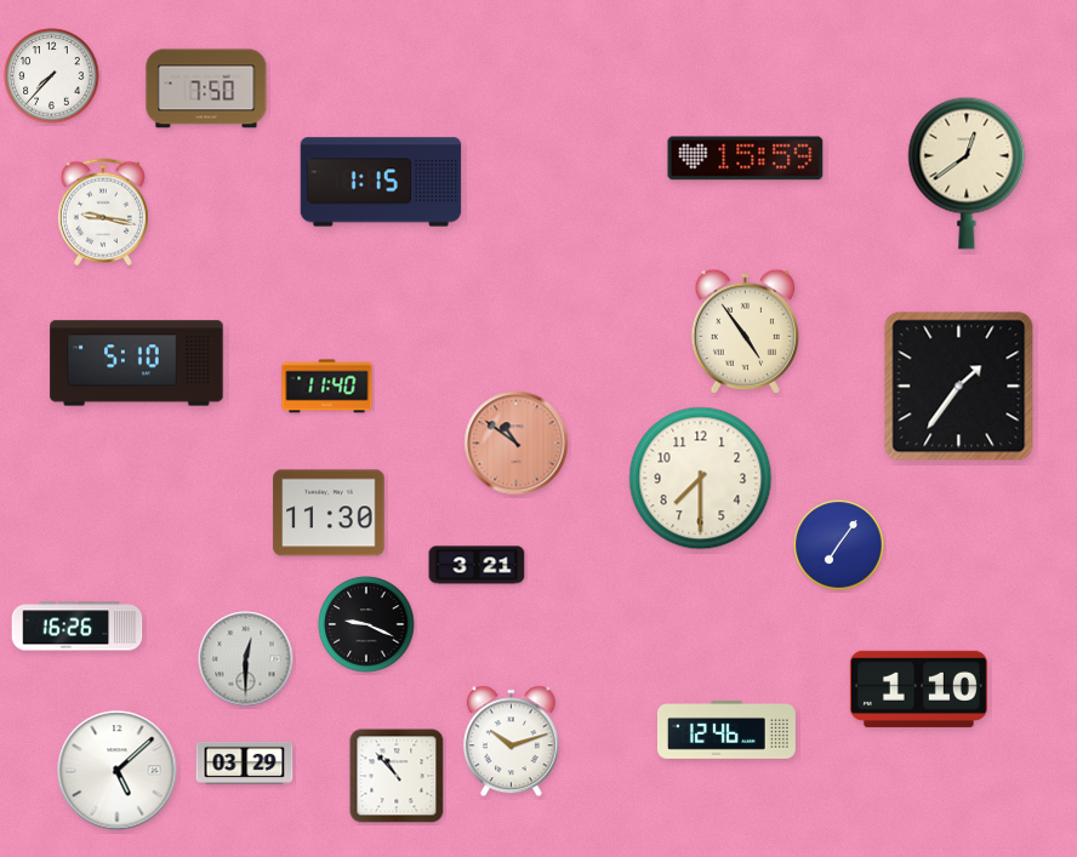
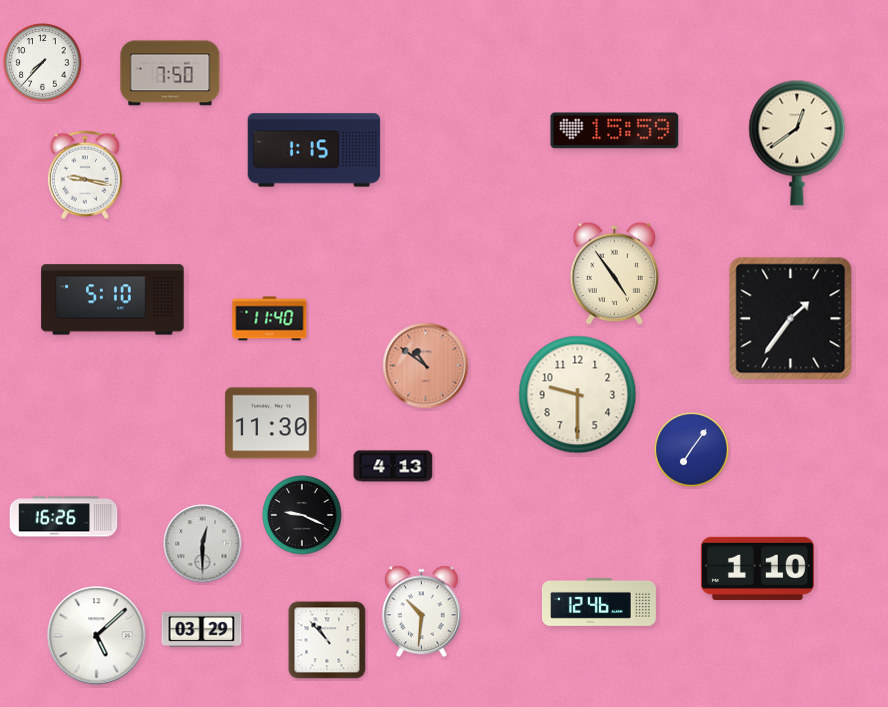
clock at (701, 479): 7:30 -> 9:30
clock at (477, 565): 3:21 -> 4:13
clock at (511, 742): 10:12 -> 10:31
